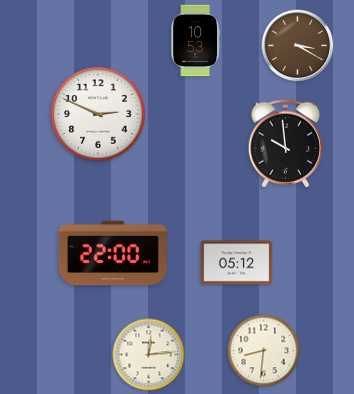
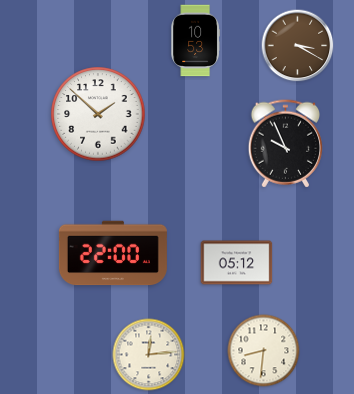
clock at (98, 114): 2:49 -> 1:52
clock at (286, 144): 9:59 -> 9:56
